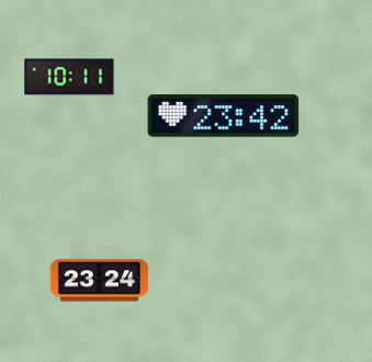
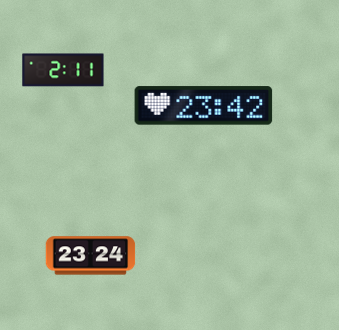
clock at (69, 77): 10:11 -> 2:11
